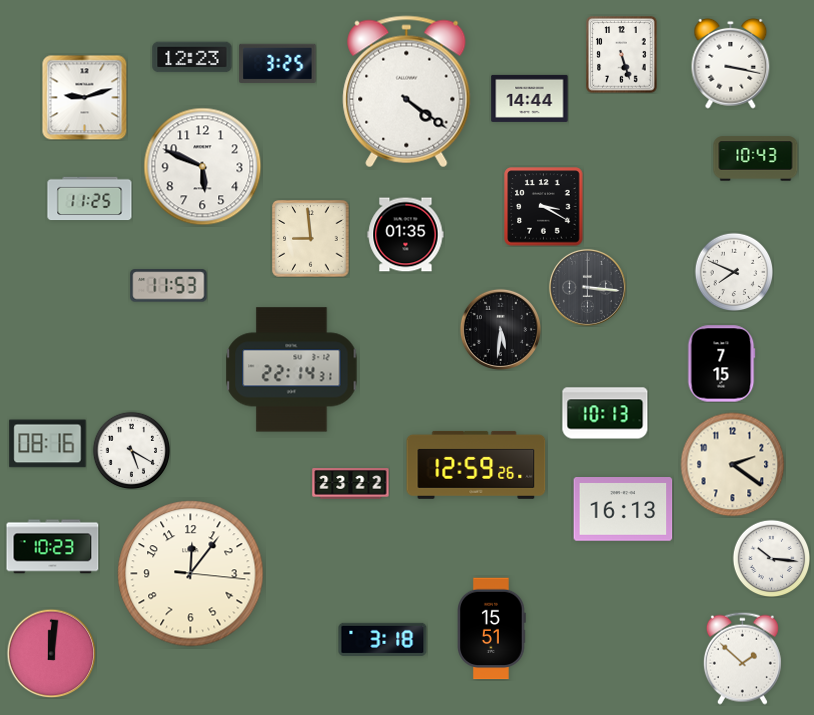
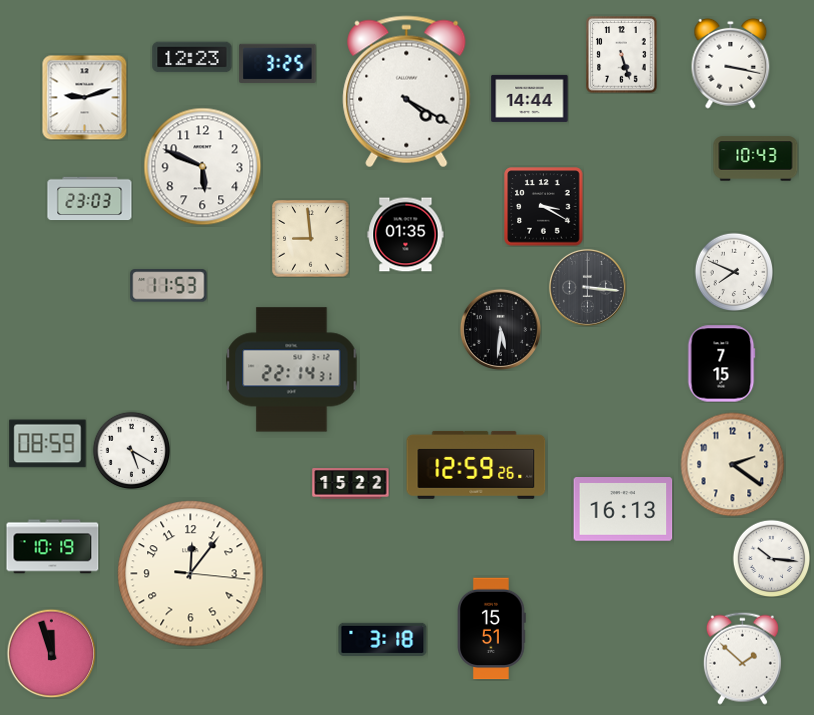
clock at (407, 92): 4:21 -> 4:20
clock at (90, 199): 11:25 -> 23:03
clock at (605, 413): 10:13 -> none
clock at (48, 444): 08:16 -> 08:59
clock at (351, 484): 23:22 -> 15:22
clock at (53, 547): 10:23 -> 10:19
clock at (51, 653): 12:01 -> 11:57
